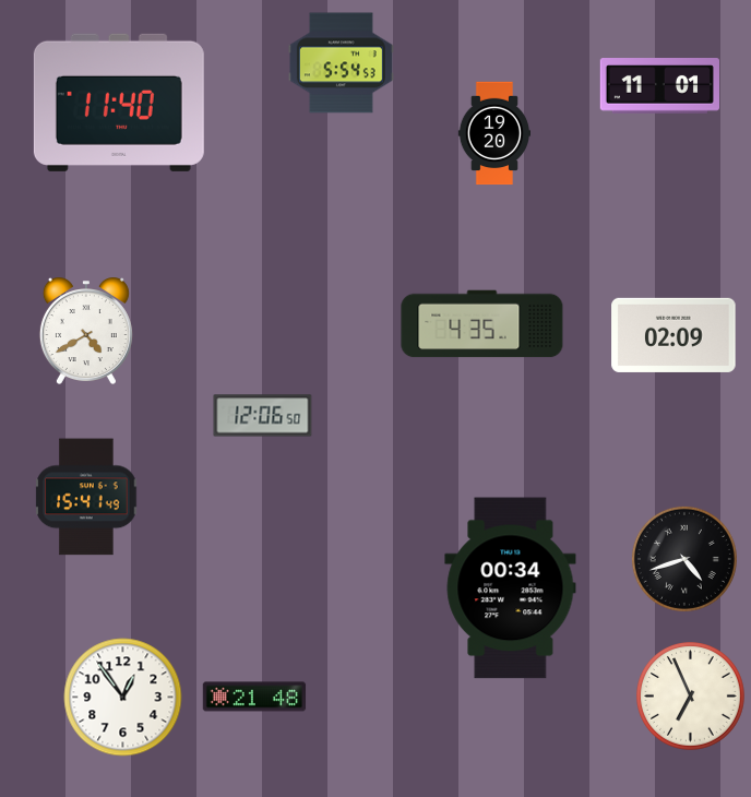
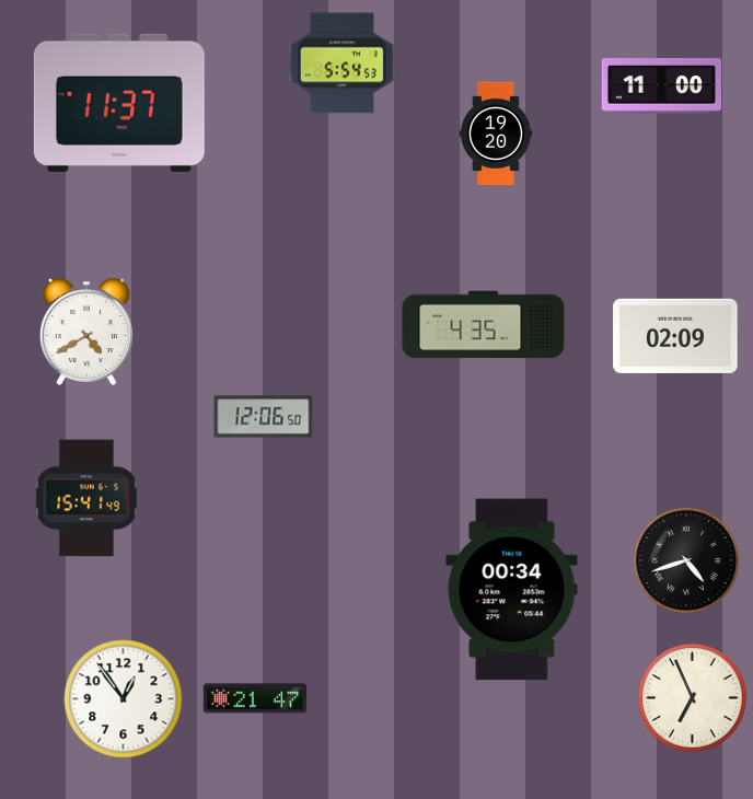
clock at (659, 86): 11:01 -> 11:00
clock at (119, 103): 11:40 -> 11:37
clock at (254, 697): 21:48 -> 21:47
